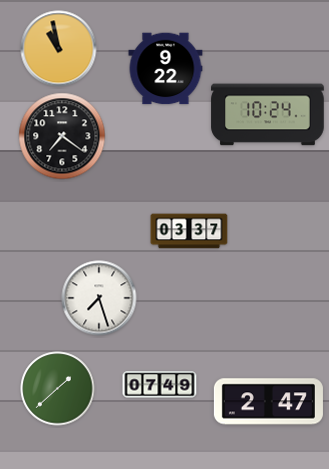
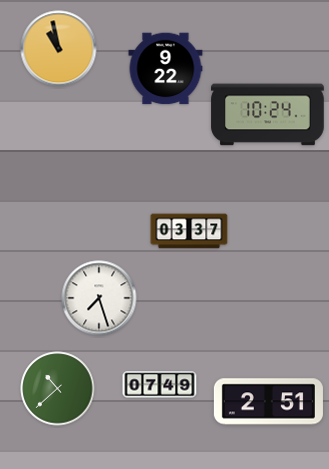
clock at (62, 136): 7:21 -> none
clock at (58, 389): 1:38 -> 10:38
clock at (268, 402): 2:47 -> 2:51
